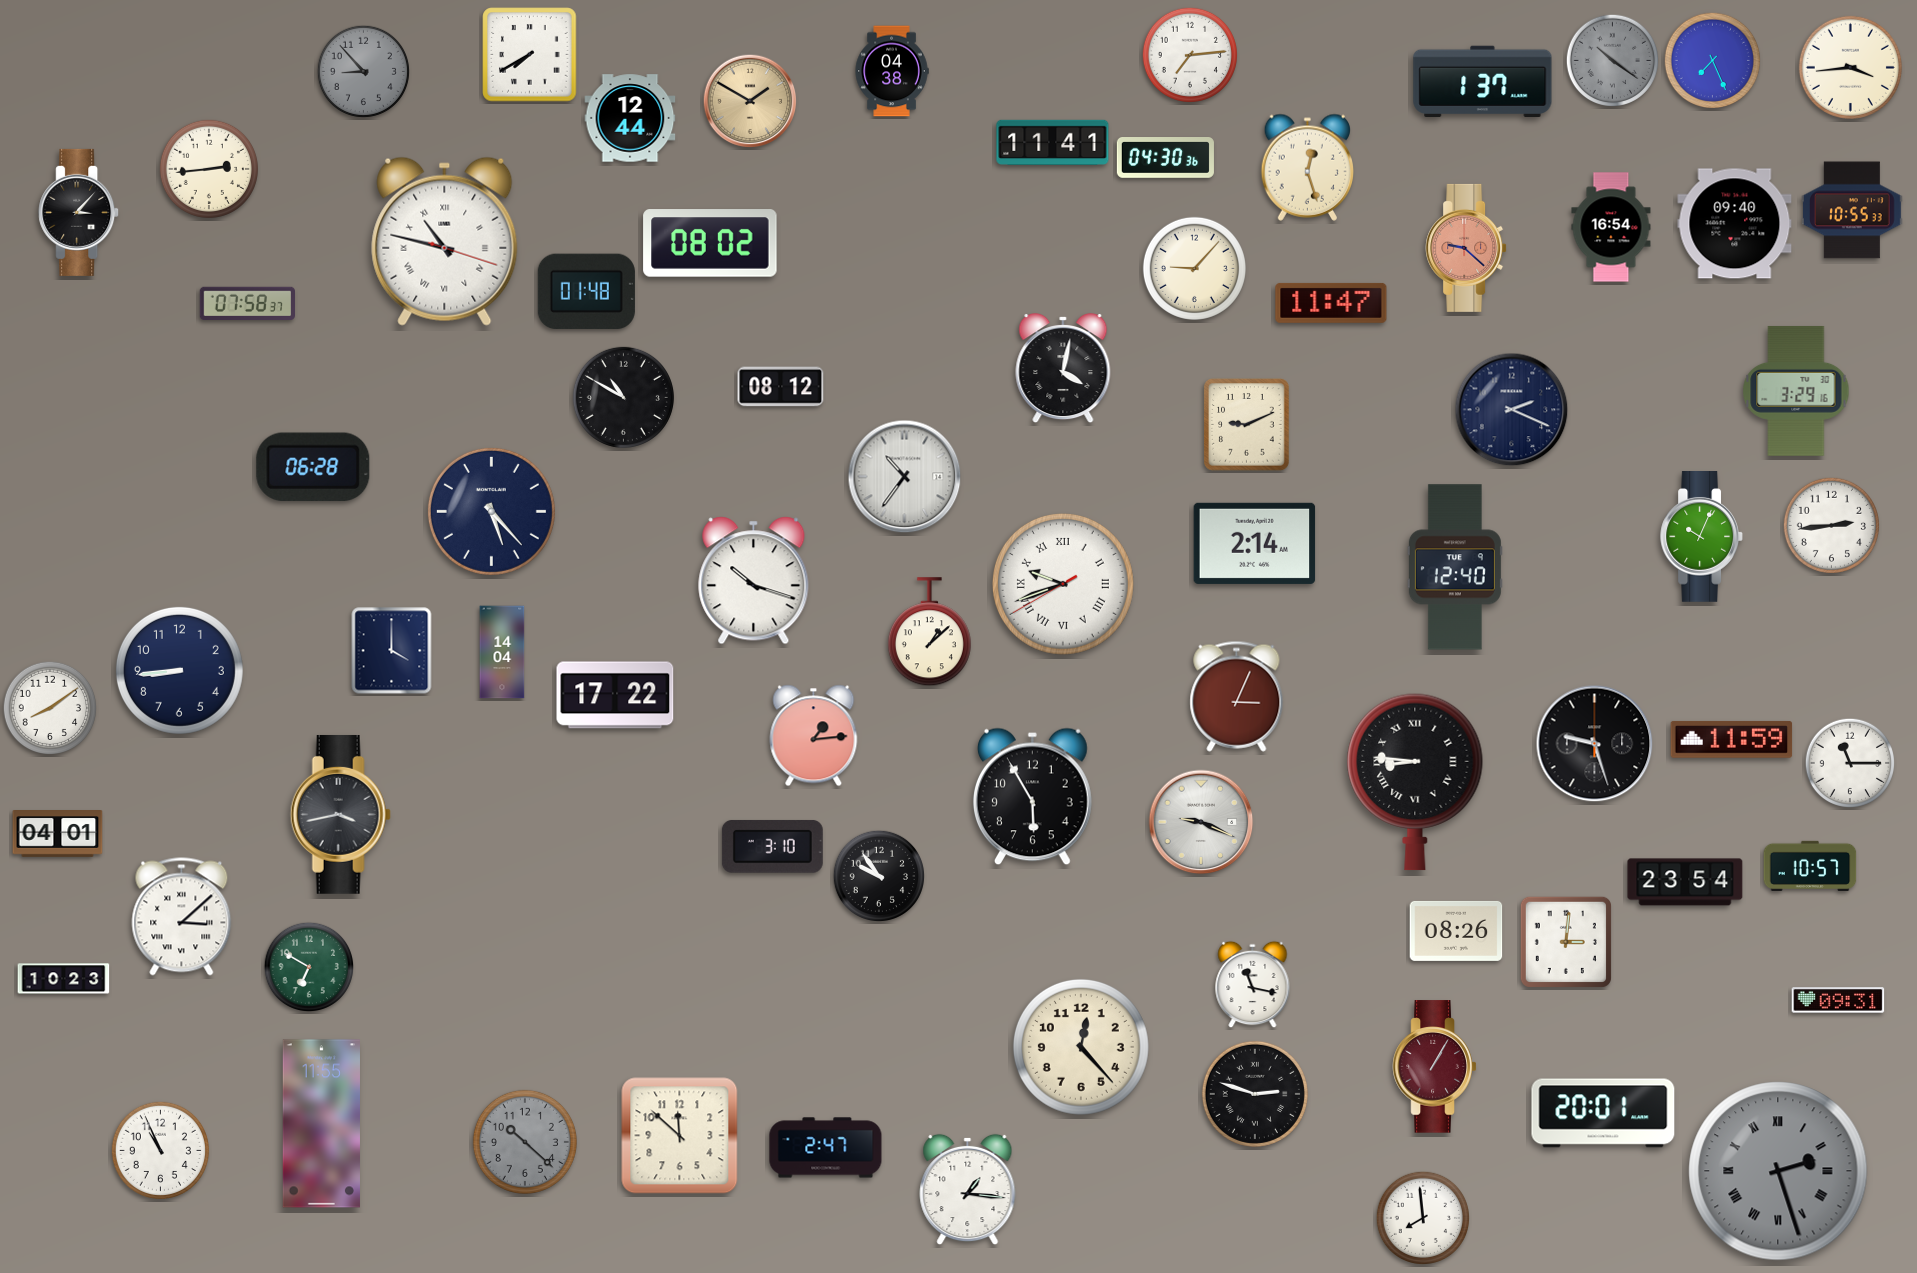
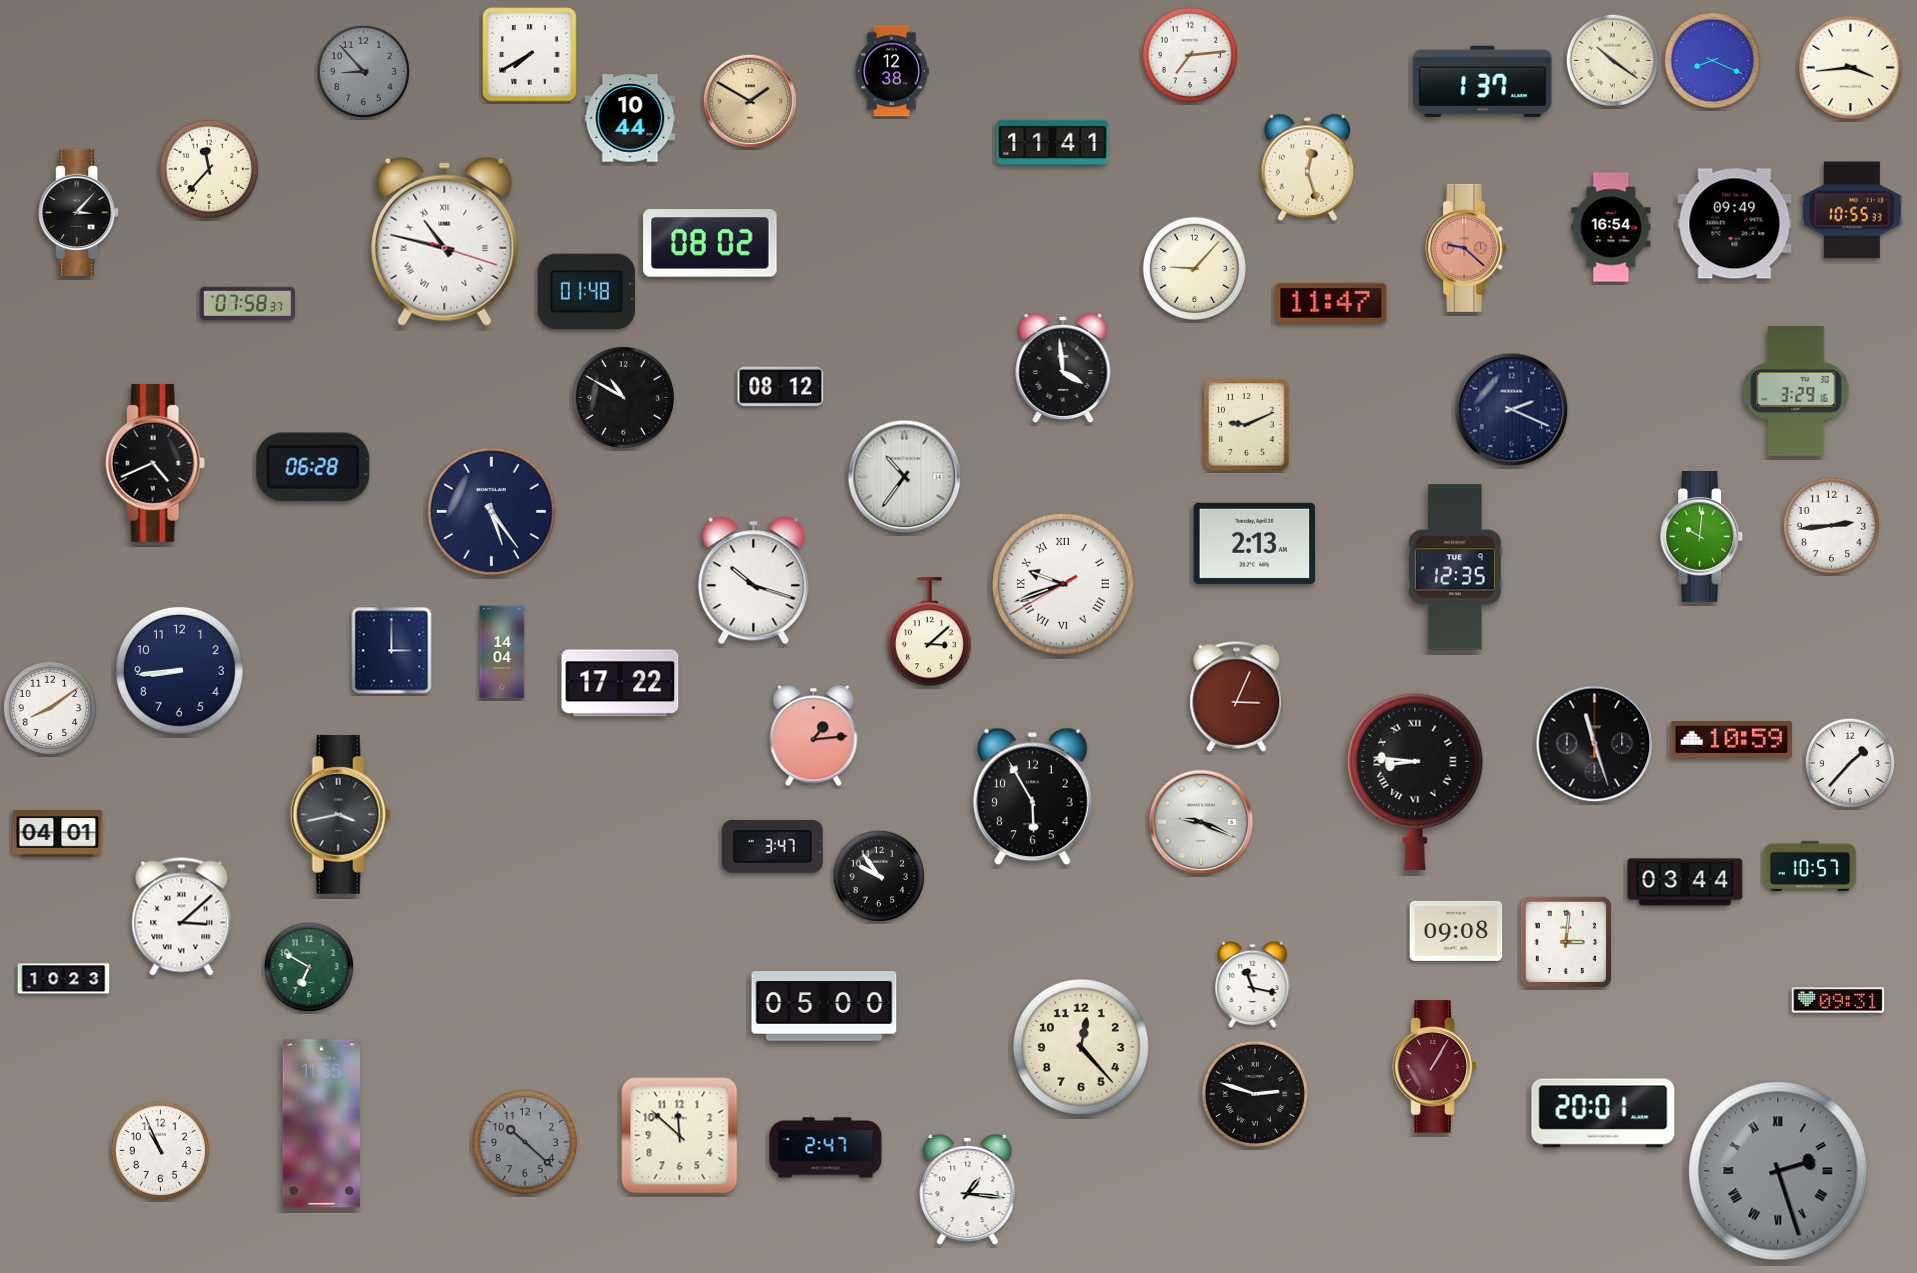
clock at (1612, 60) dial: grey -> cream
clock at (1712, 60): 7:26 -> 8:19
clock at (892, 71): 04:38 -> 12:38
clock at (630, 118): 12:44 -> 10:44
clock at (1165, 158): 04:30 -> none
clock at (209, 169): 2:44 -> 11:37
clock at (1735, 224): 09:40 -> 09:49
clock at (1063, 369): 4:02 -> 3:59
clock at (155, 463): none -> 4:41
clock at (491, 511): 5:23 -> 5:24
clock at (1701, 537): 10:04 -> 10:01
clock at (1255, 543): 2:14 -> 2:13
clock at (1455, 567): 12:40 -> 12:35
clock at (929, 632): 1:08 -> 3:08
clock at (392, 651): 4:00 -> 3:00
clock at (615, 695) position: (615, 695) -> (620, 683)
clock at (1732, 739): 11:59 -> 10:59
clock at (1595, 744): 9:27 -> 11:27
clock at (1850, 763): 11:15 -> 1:37
clock at (772, 847): 3:10 -> 3:47
clock at (1685, 882): 23:54 -> 03:44
clock at (1456, 931): 08:26 -> 09:08
clock at (824, 1006): none -> 05:00
clock at (1422, 1217): 7:59 -> none
